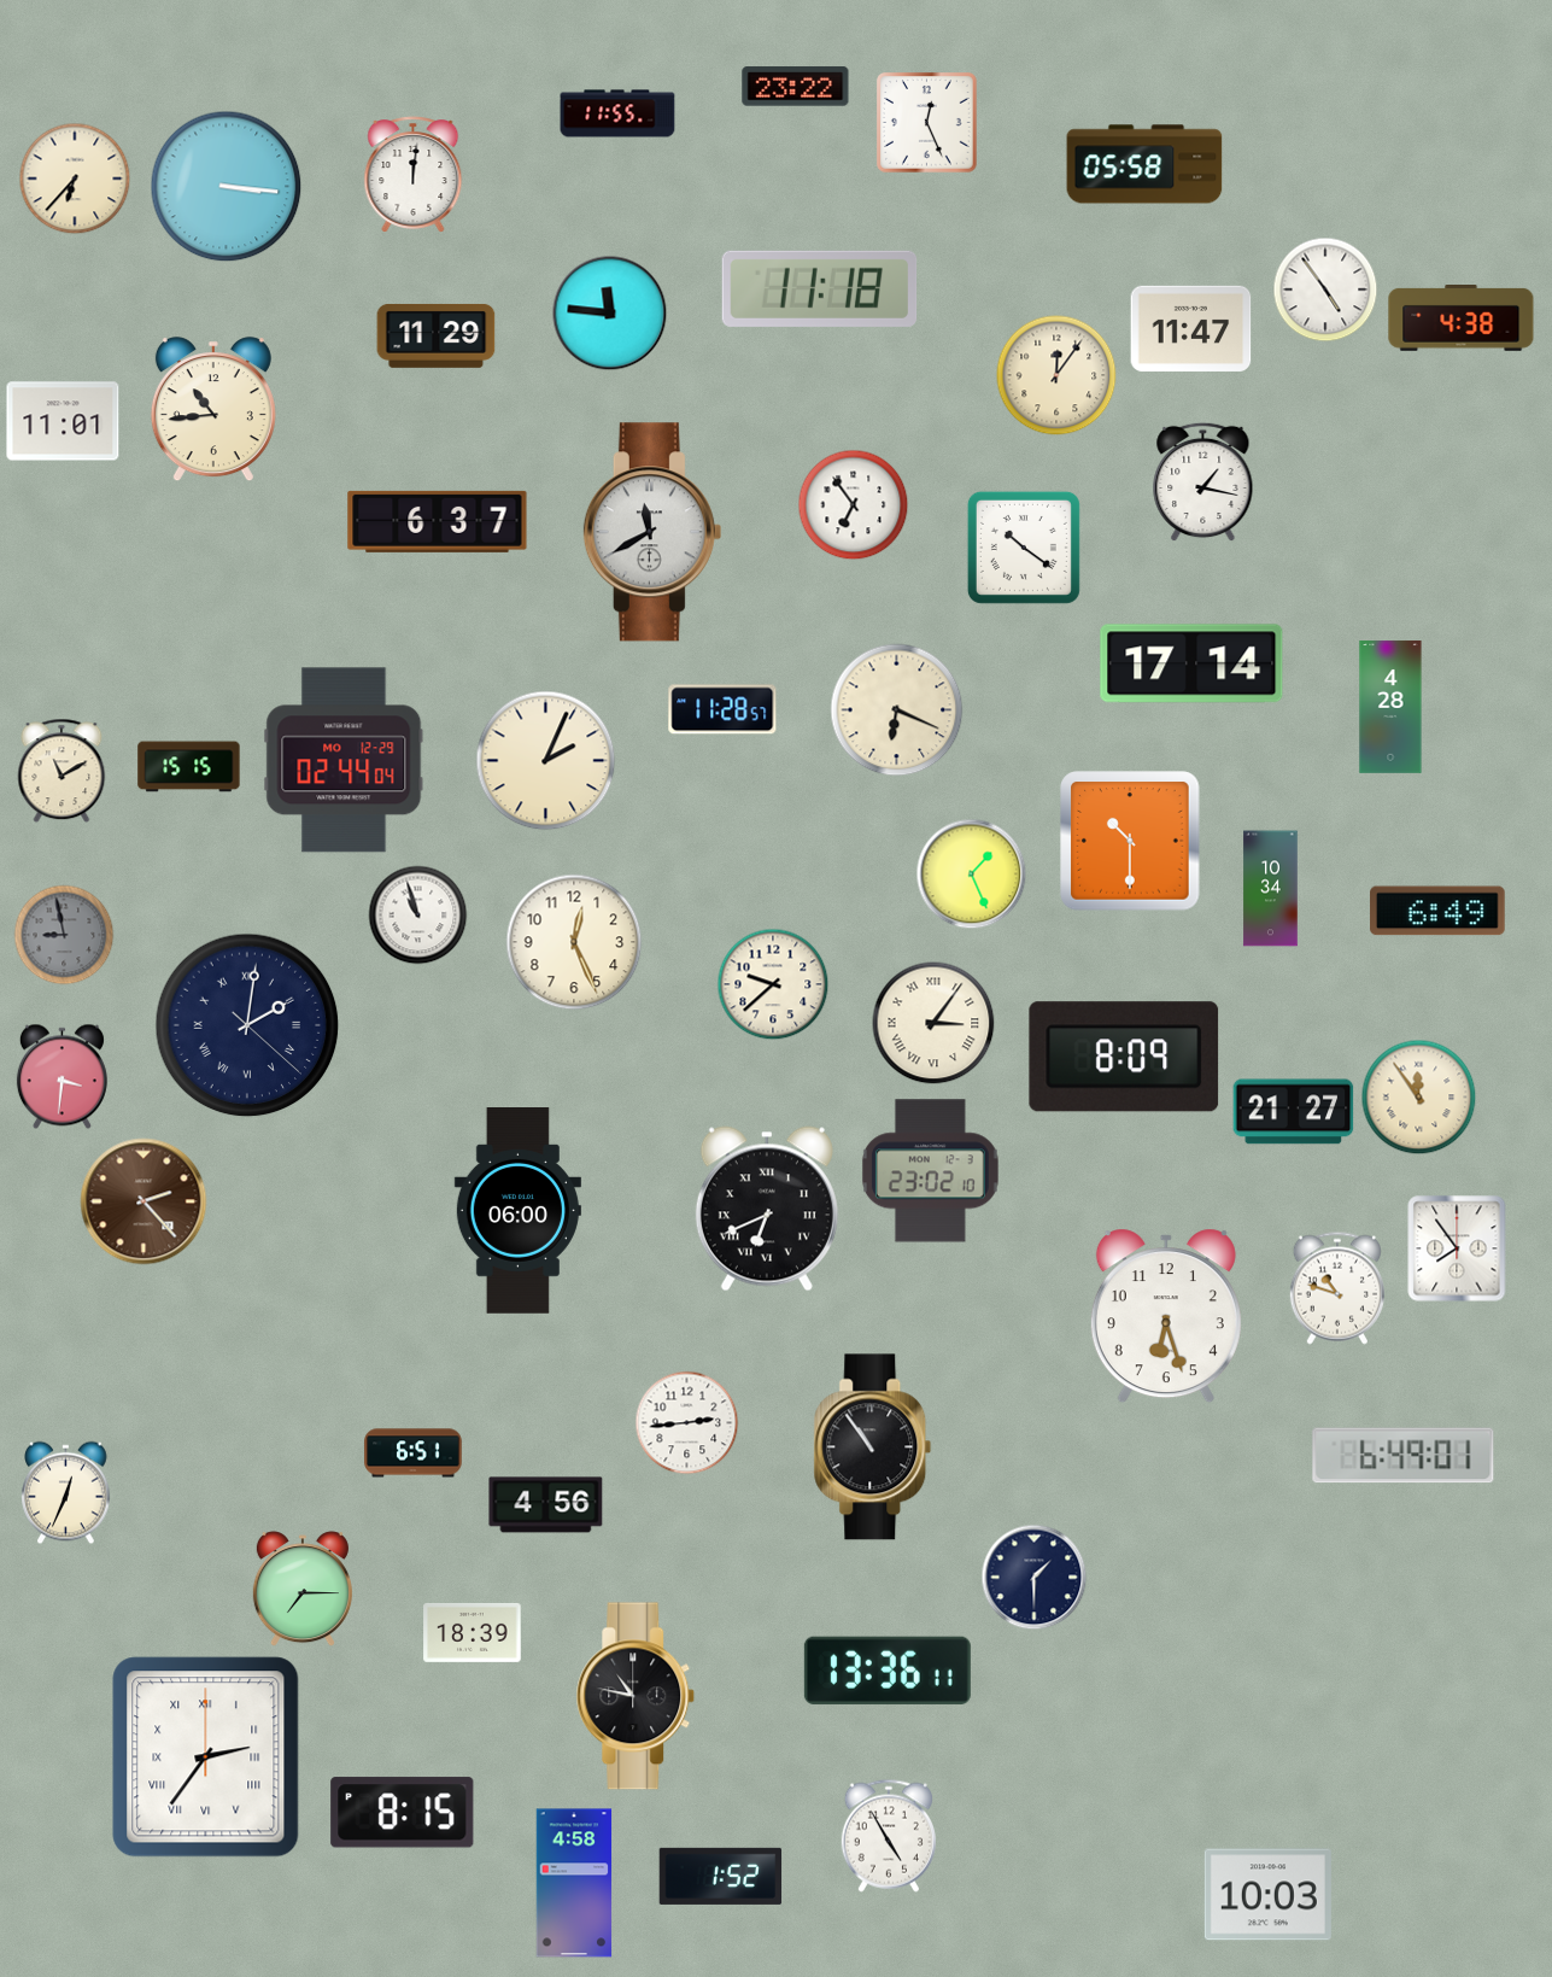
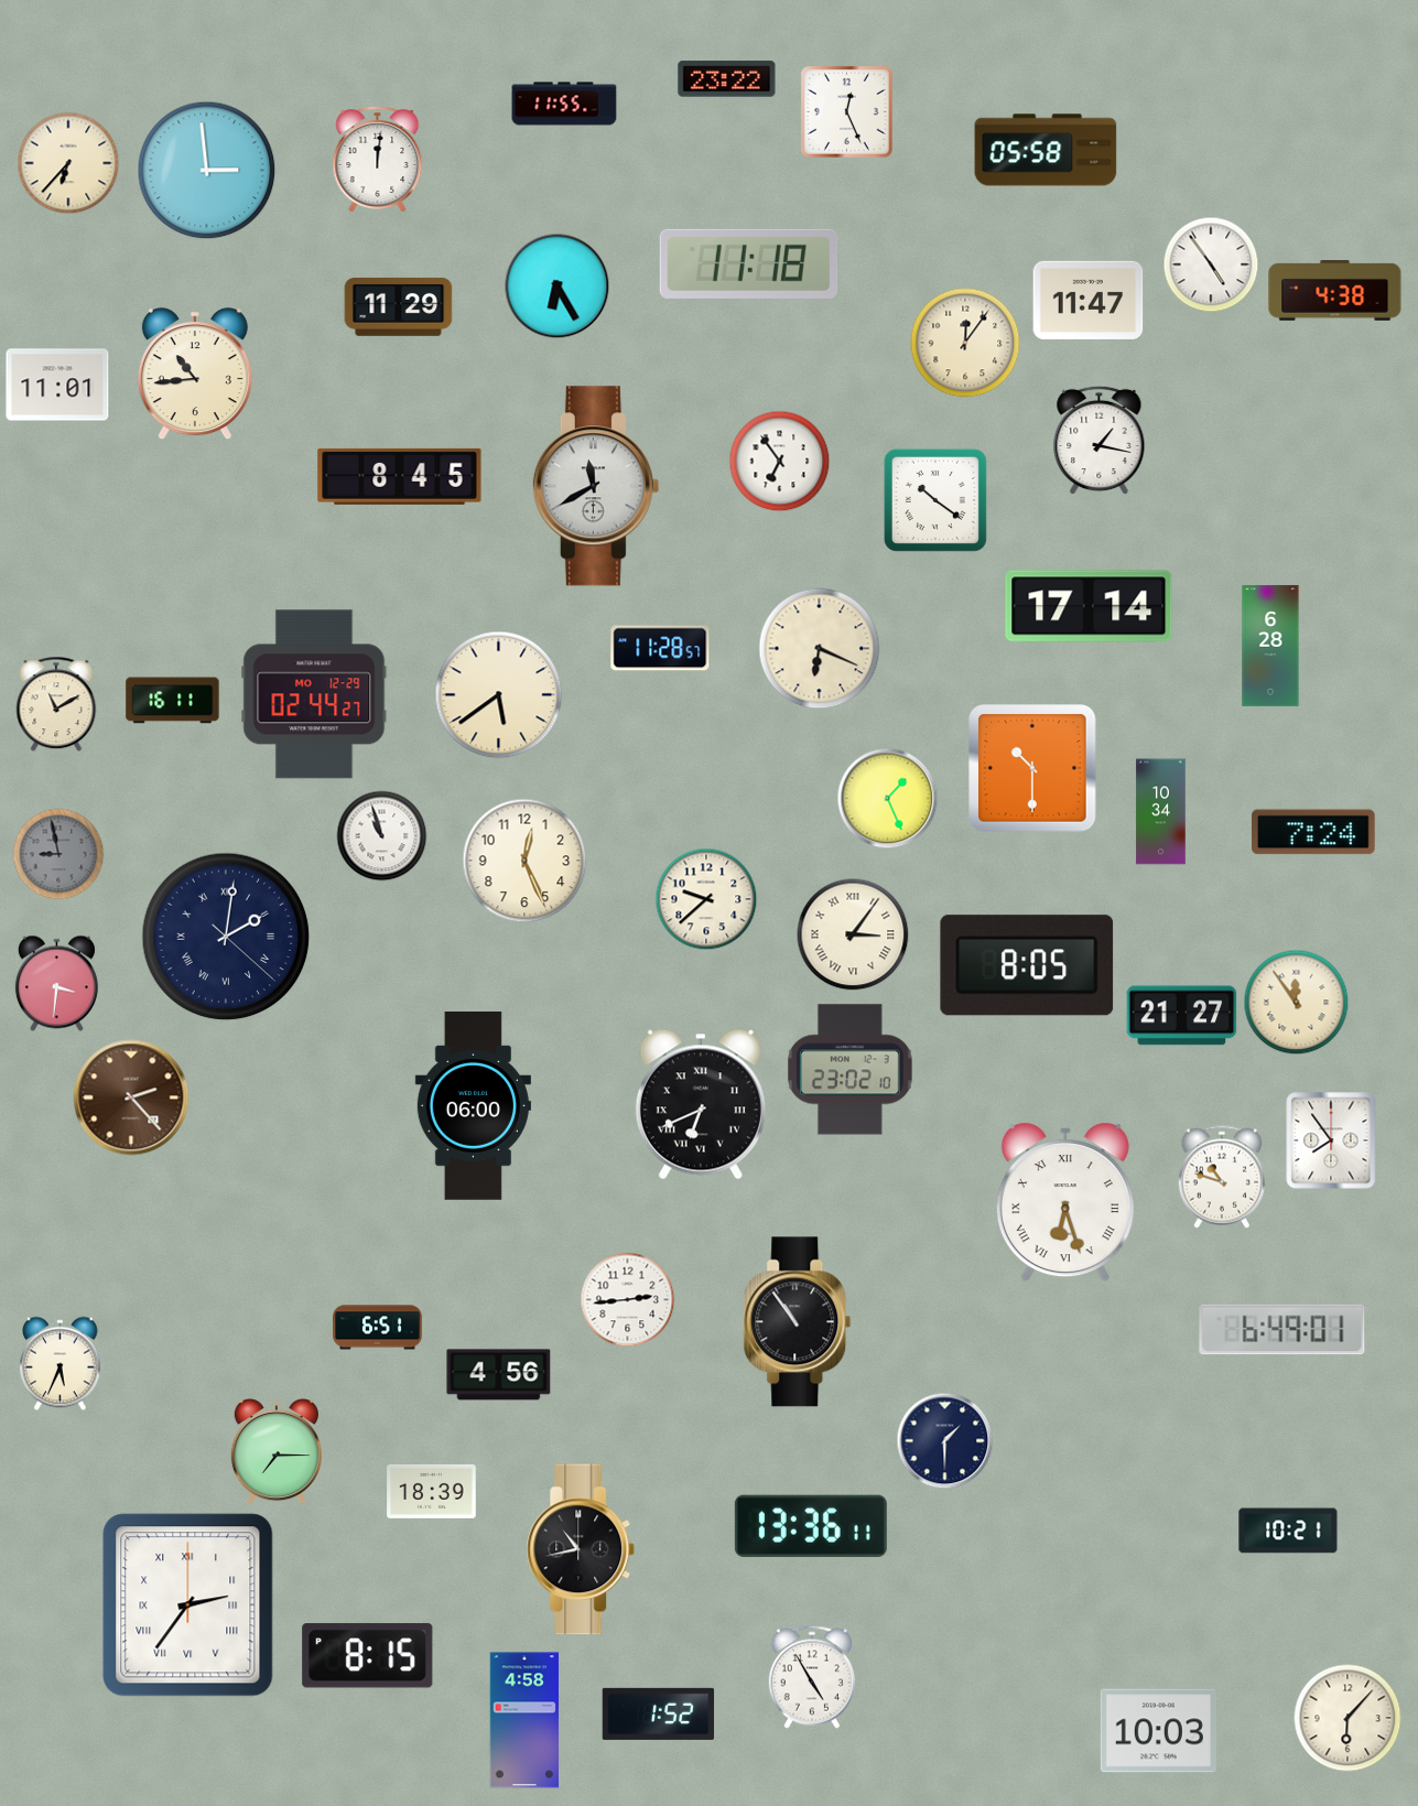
clock at (227, 187): 3:16 -> 2:59
clock at (610, 314): 11:46 -> 6:25
clock at (438, 521): 6:37 -> 8:45
clock at (1390, 707): 4:28 -> 6:28
clock at (344, 760): 02:44:04 -> 02:44:27
clock at (546, 761): 2:04 -> 5:39
clock at (189, 767): 15:15 -> 16:11
clock at (1437, 911): 6:49 -> 7:24
clock at (1124, 1057): 8:09 -> 8:05
clock at (1166, 1316) numerals: Arabic -> Roman
clock at (66, 1493): 12:34 -> 5:34
clock at (1288, 1531): none -> 10:21
clock at (636, 1696): 10:47 -> 10:43
clock at (1347, 1718): none -> 6:07
